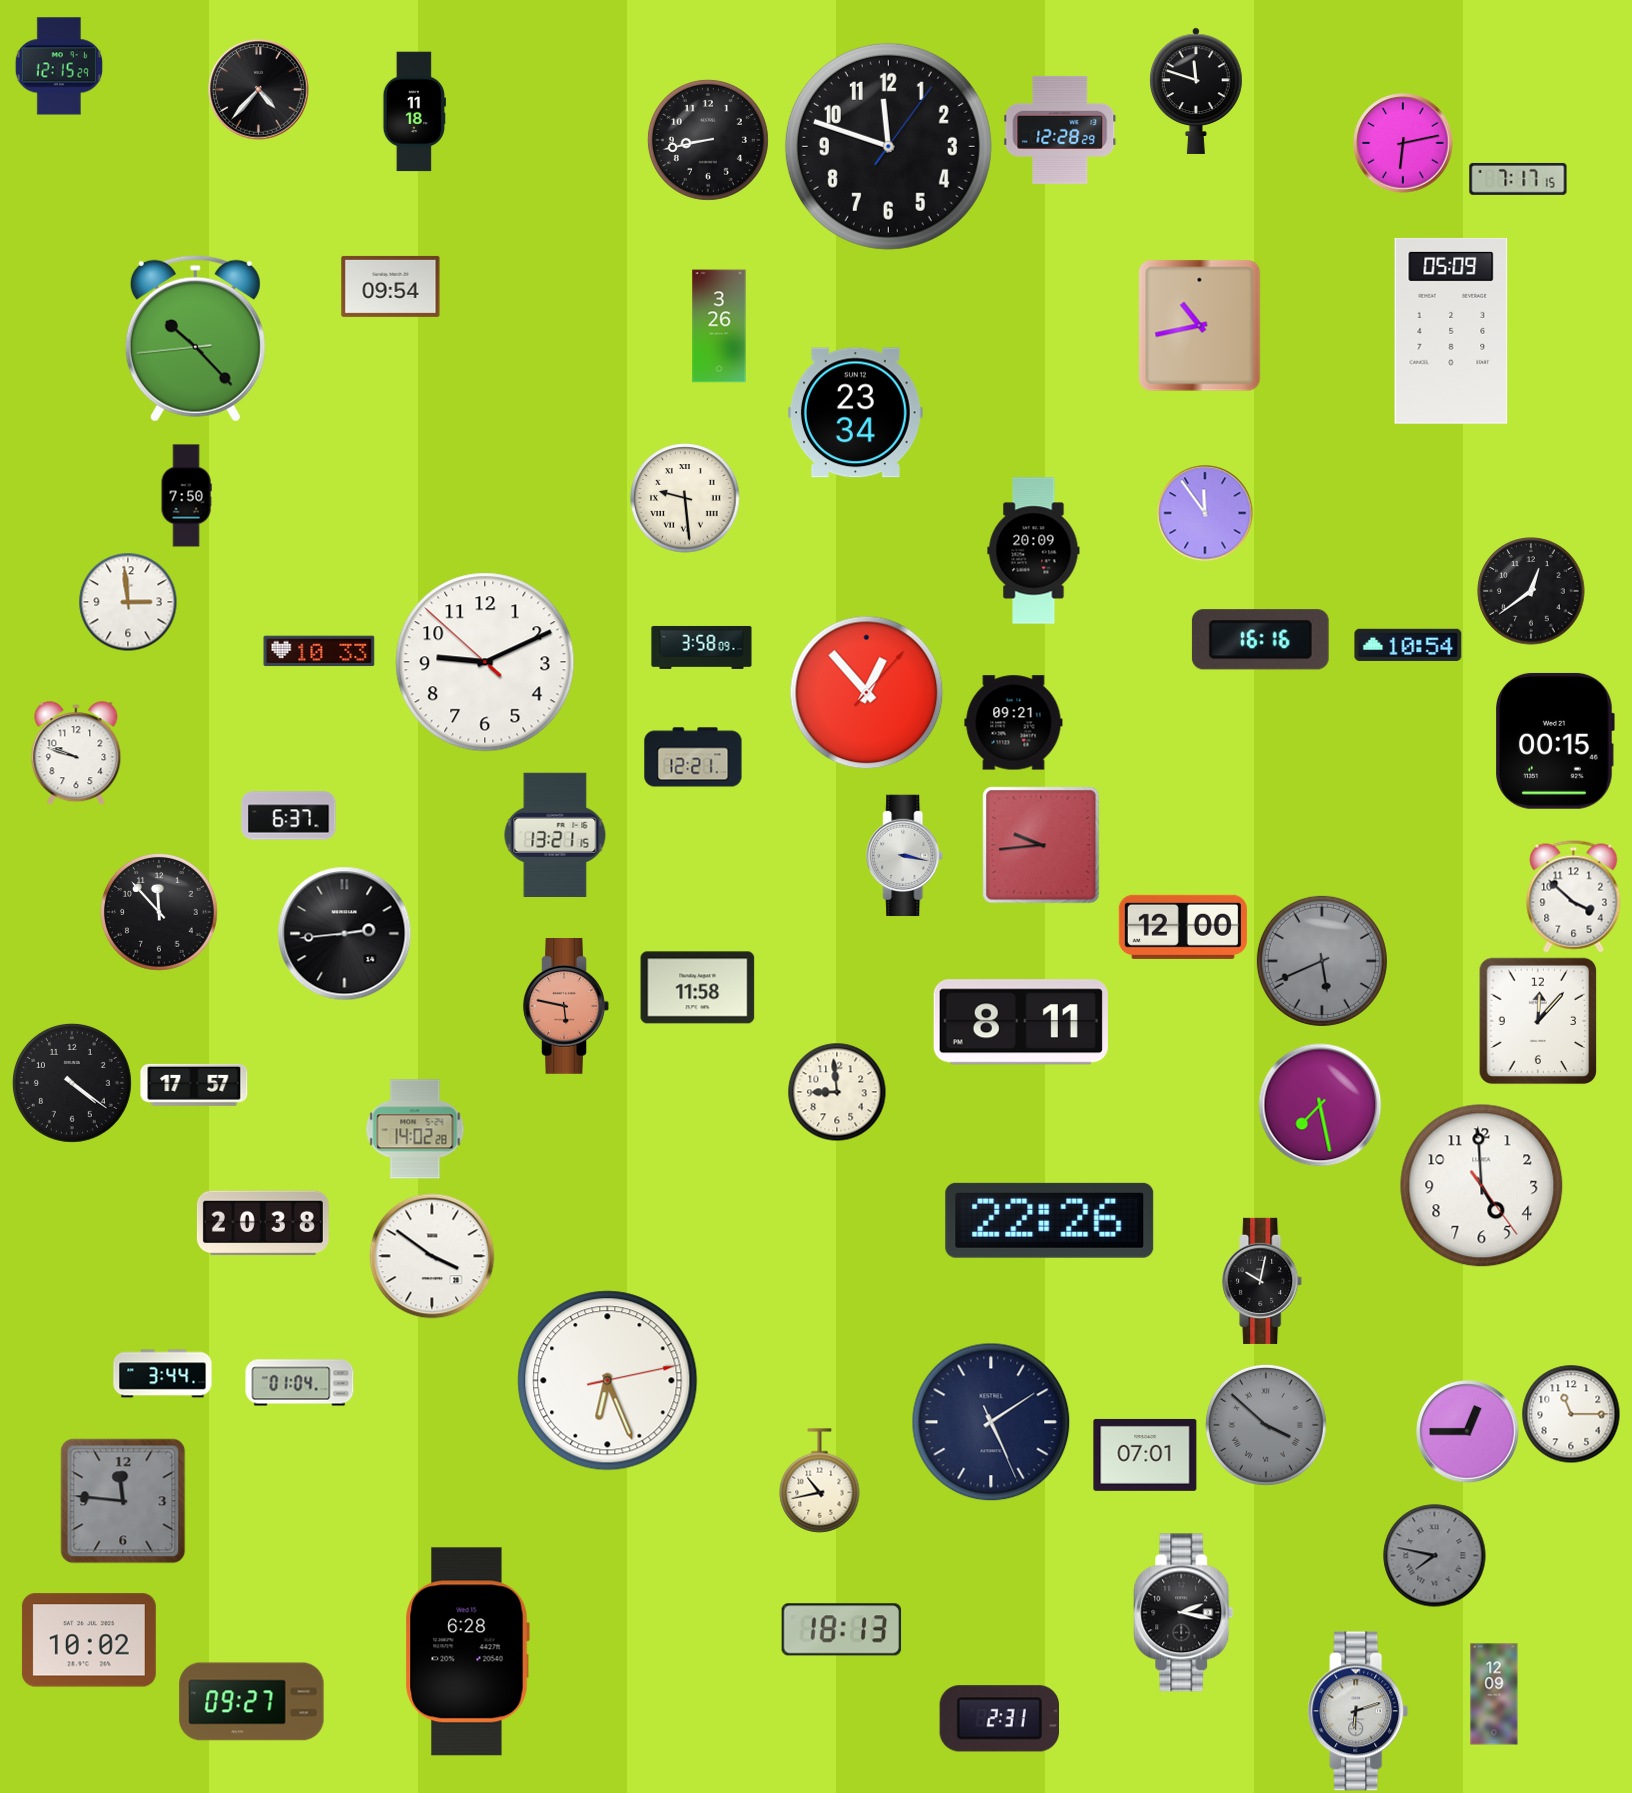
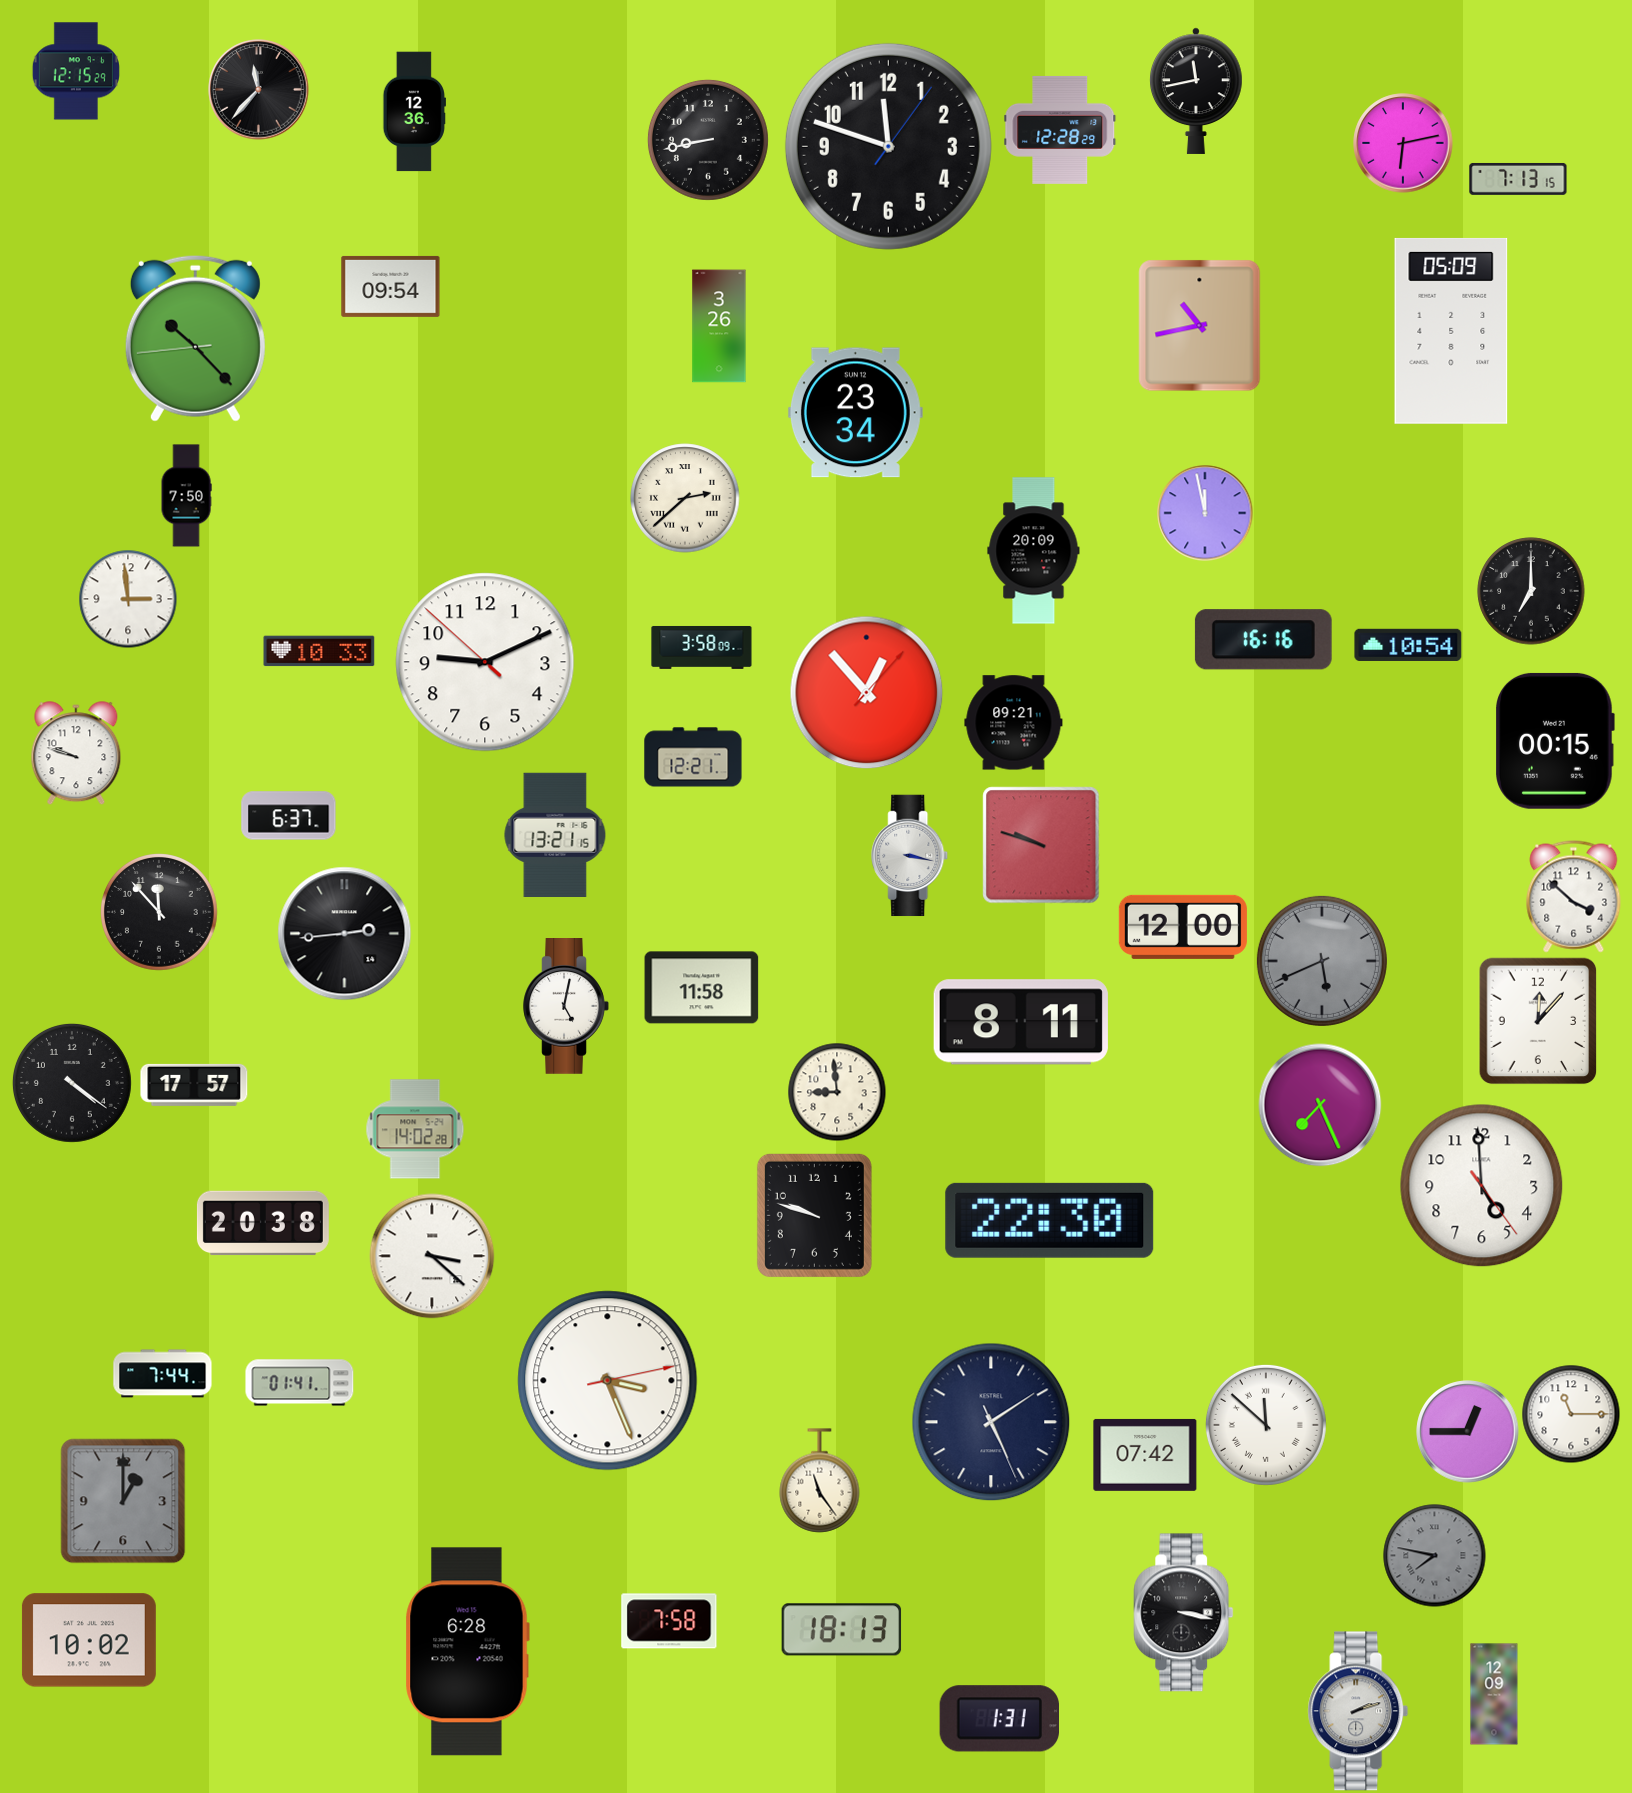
clock at (59, 66) position: (59, 66) -> (76, 71)
clock at (259, 90): 4:37 -> 11:37
clock at (1196, 91): 11:48 -> 11:43
clock at (414, 112): 11:18 -> 12:36
clock at (1518, 179): 7:17 -> 7:13
clock at (685, 498): 9:29 -> 2:38
clock at (1205, 513): 11:54 -> 11:58
clock at (1531, 591): 12:39 -> 7:00
clock at (128, 602) position: (128, 602) -> (128, 599)
clock at (1260, 640) position: (1260, 640) -> (1263, 640)
clock at (1041, 845): 9:44 -> 9:48
clock at (905, 856) position: (905, 856) -> (910, 856)
clock at (698, 988) position: (698, 988) -> (702, 988)
clock at (566, 1007): 5:47 -> 5:02
clock at (566, 1007) dial: salmon -> white
clock at (1320, 1105): 7:28 -> 7:26
clock at (814, 1215): none -> 9:48
clock at (1050, 1220): 22:26 -> 22:30
clock at (432, 1256): 3:51 -> 3:22
clock at (1263, 1281): 10:02 -> none
clock at (163, 1374): 3:44 -> 7:44
clock at (608, 1381): 6:26 -> 3:26
clock at (300, 1383): 01:04 -> 01:41
clock at (1266, 1425): 3:52 -> 11:52
clock at (1266, 1425) dial: grey -> white
clock at (1145, 1455): 07:01 -> 07:42
clock at (820, 1481): 10:43 -> 11:24
clock at (123, 1501): 11:46 -> 1:00
clock at (1184, 1613): 2:17 -> 3:17
clock at (669, 1621): none -> 7:58
clock at (252, 1702): 09:27 -> none
clock at (1358, 1711): 6:12 -> 2:12
clock at (999, 1719): 2:31 -> 1:31
